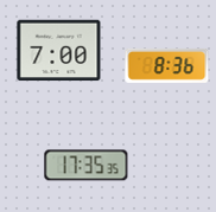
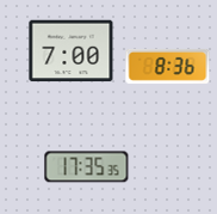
clock at (59, 51) position: (59, 51) -> (72, 51)
